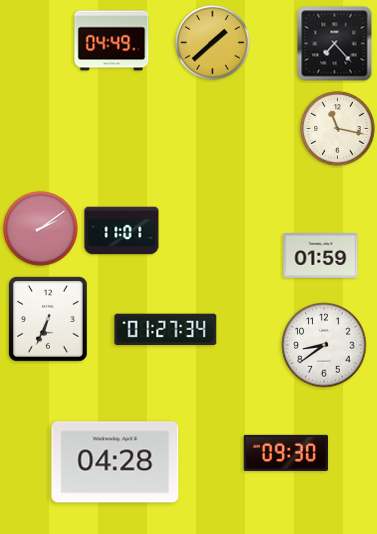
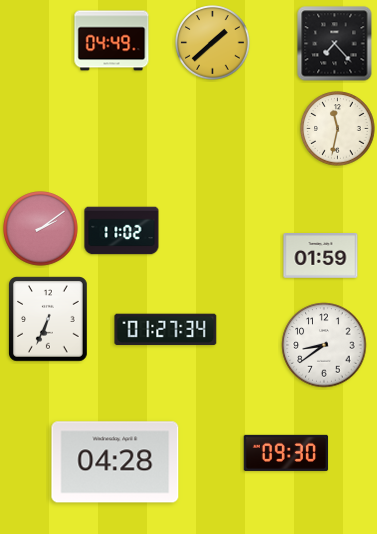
clock at (338, 129): 11:17 -> 11:32
clock at (122, 231): 11:01 -> 11:02
